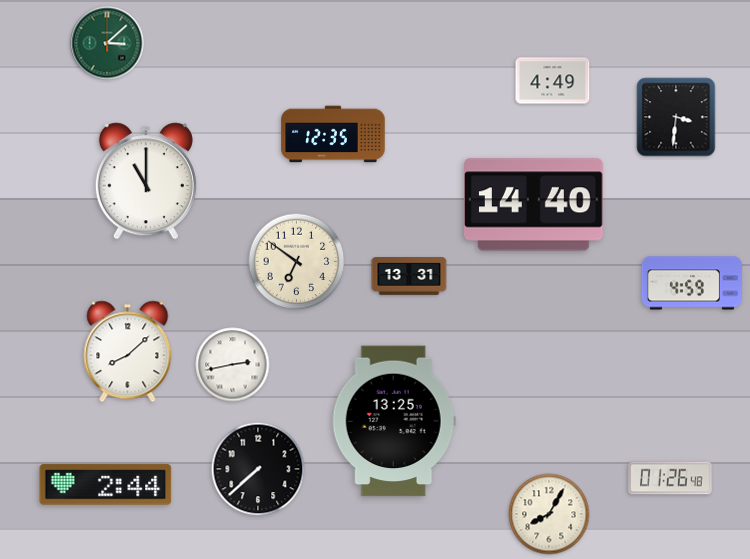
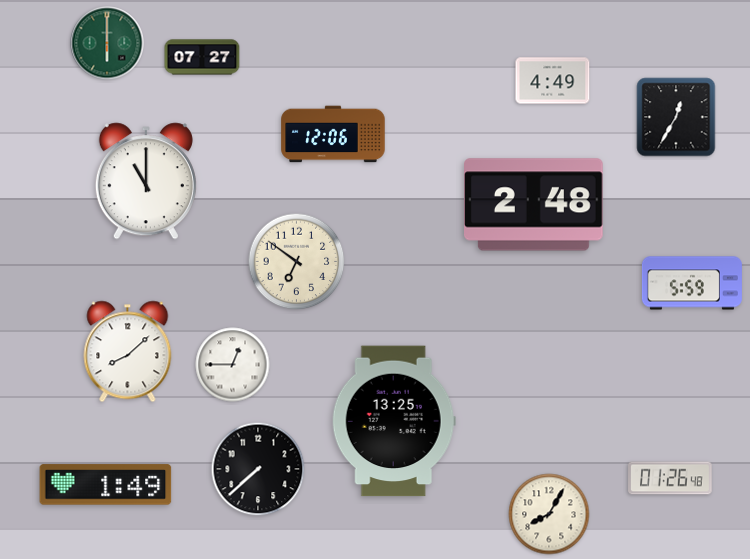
clock at (107, 43): 3:08 -> 6:00
clock at (202, 57): none -> 07:27
clock at (676, 117): 3:31 -> 12:35
clock at (333, 134): 12:35 -> 12:06
clock at (534, 205): 14:40 -> 2:48
clock at (409, 276): 13:31 -> none
clock at (692, 283): 4:59 -> 5:59
clock at (233, 365): 2:43 -> 12:45
clock at (106, 485): 2:44 -> 1:49
